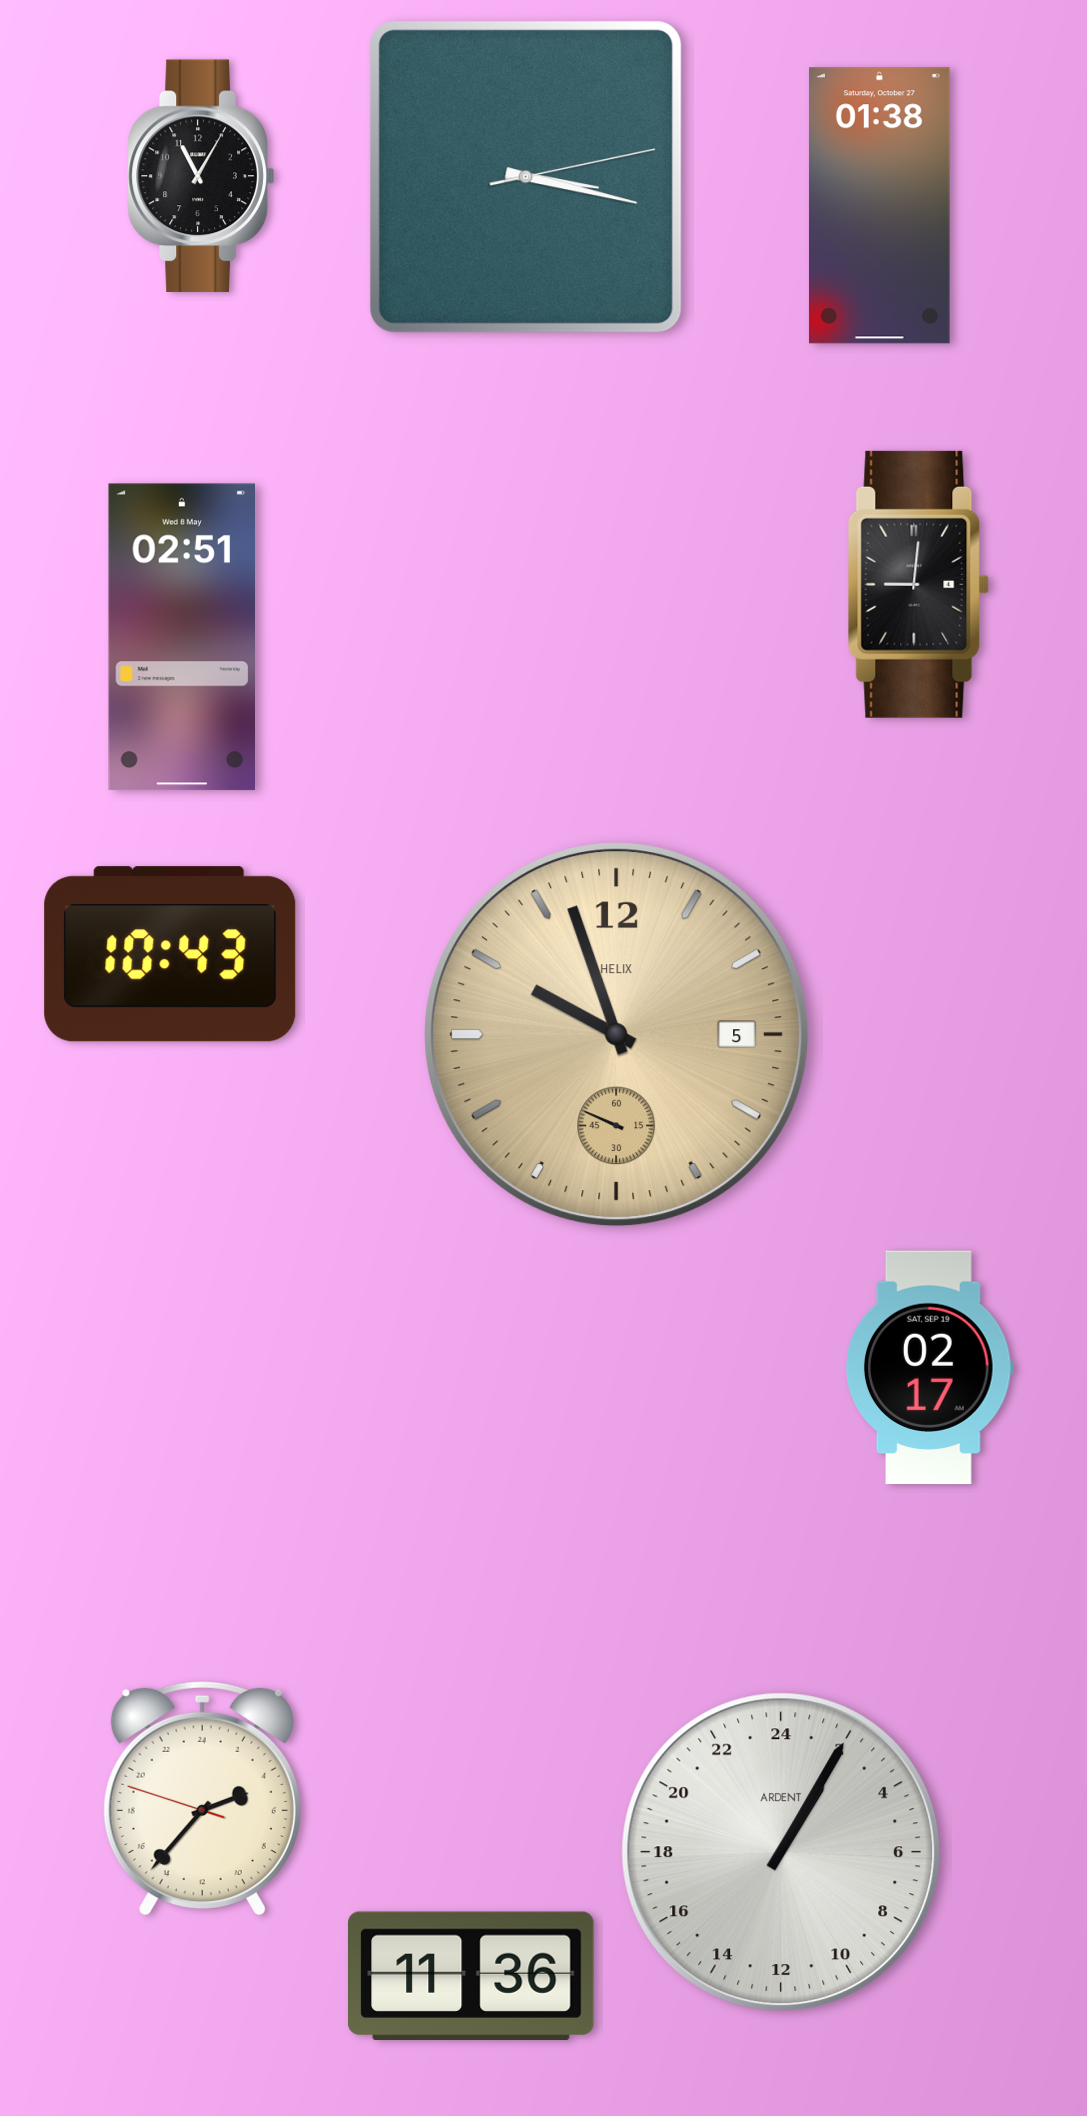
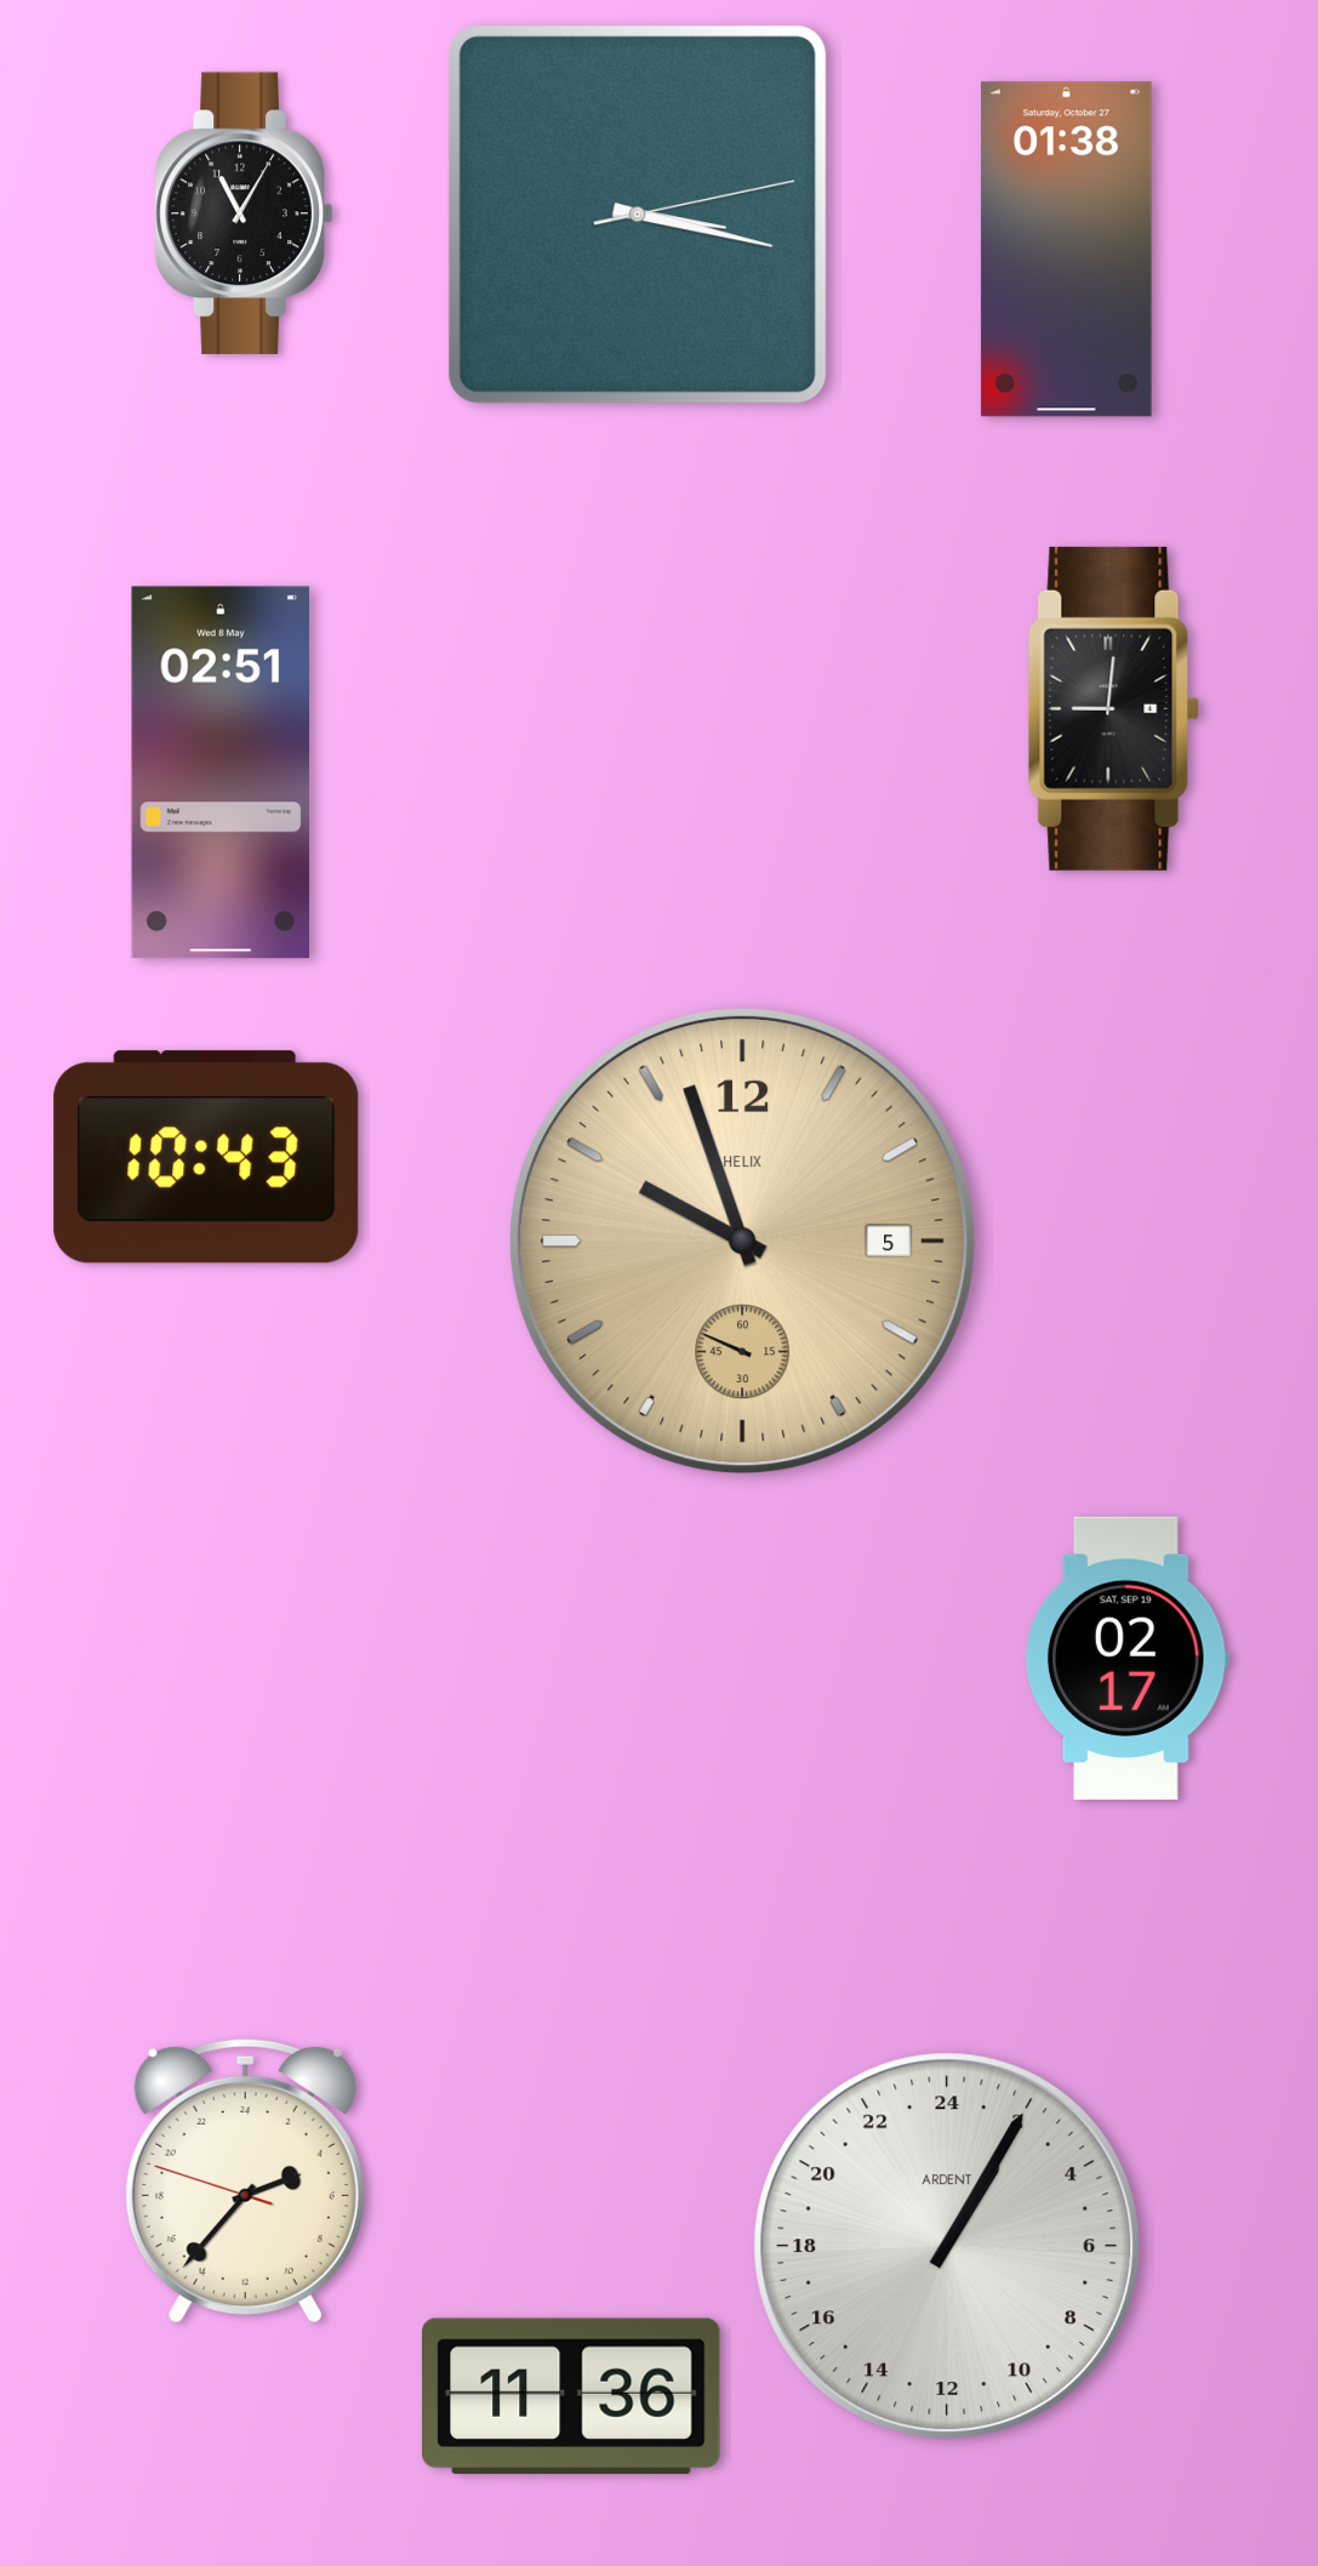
clock at (617, 1035) position: (617, 1035) -> (743, 1242)
